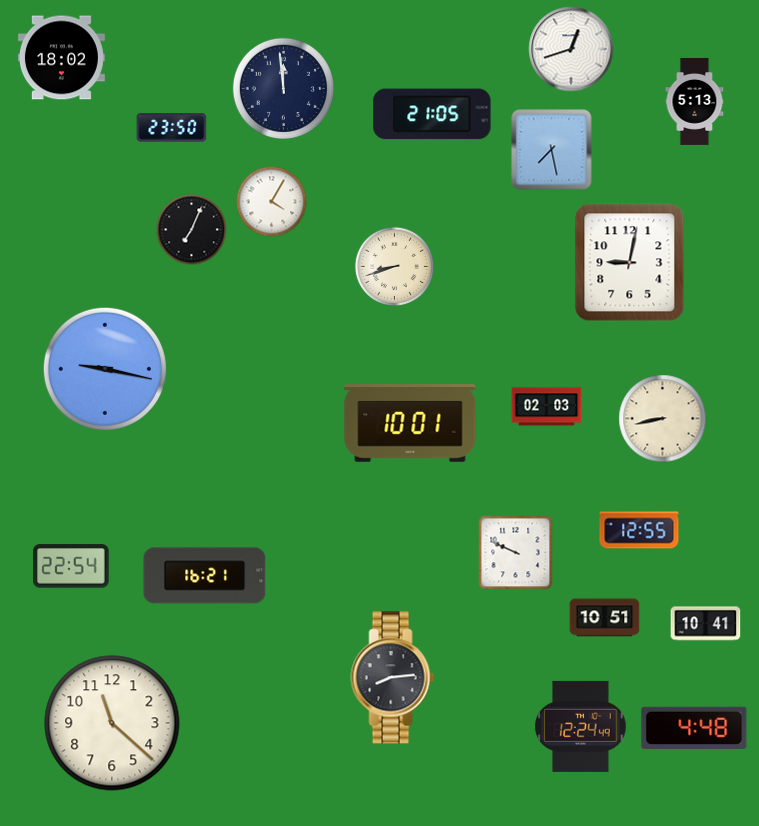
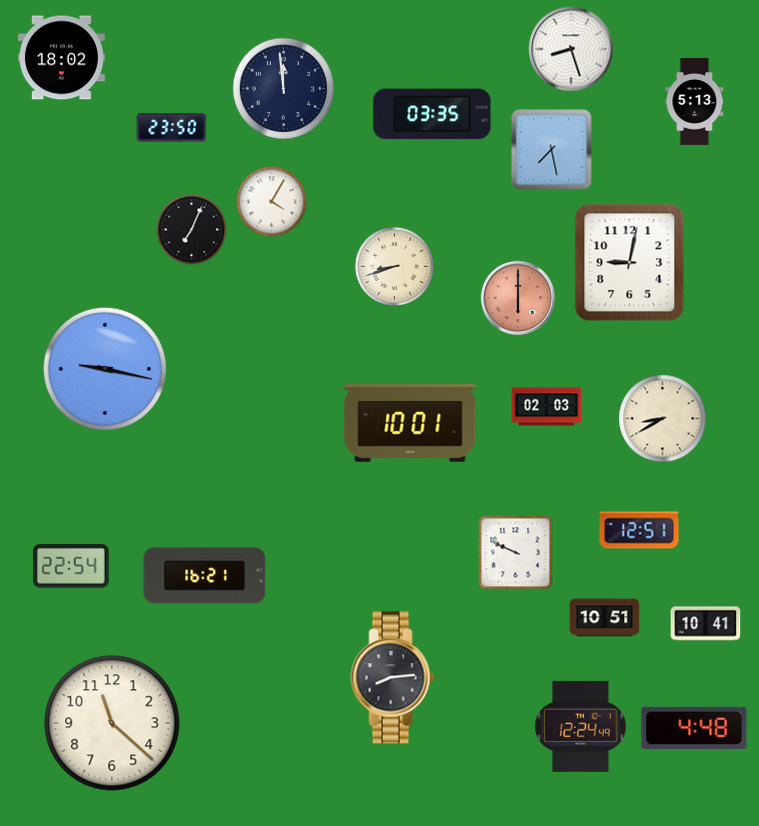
clock at (571, 49): 12:42 -> 8:27
clock at (432, 114): 21:05 -> 03:35
clock at (517, 297): none -> 6:00
clock at (663, 419): 8:43 -> 8:40
clock at (639, 530): 12:55 -> 12:51
